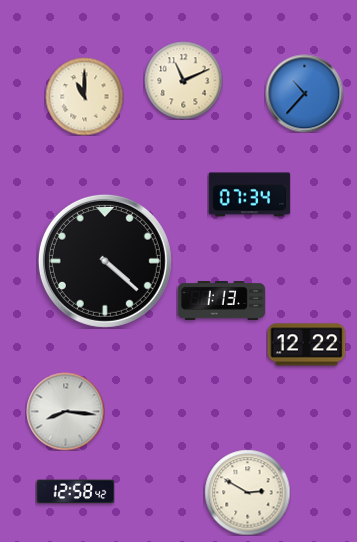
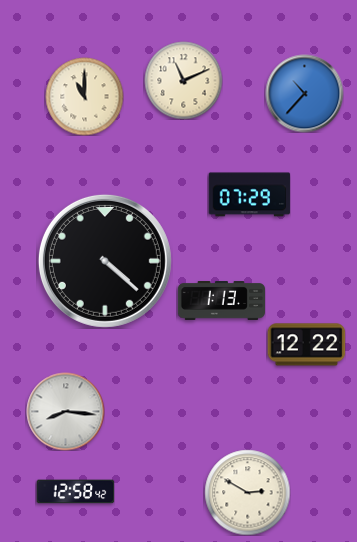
clock at (249, 195): 07:34 -> 07:29
